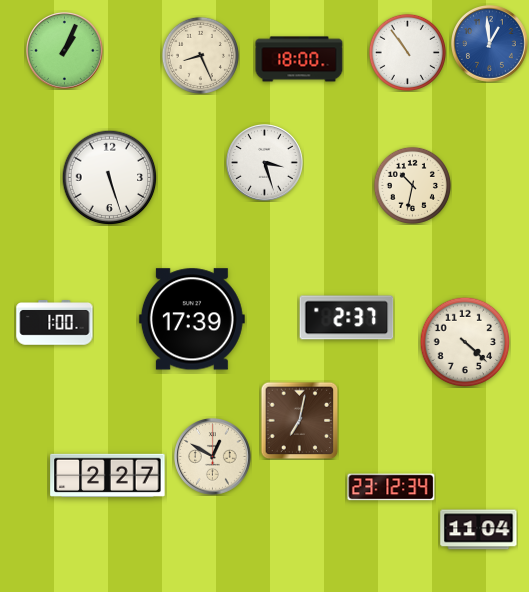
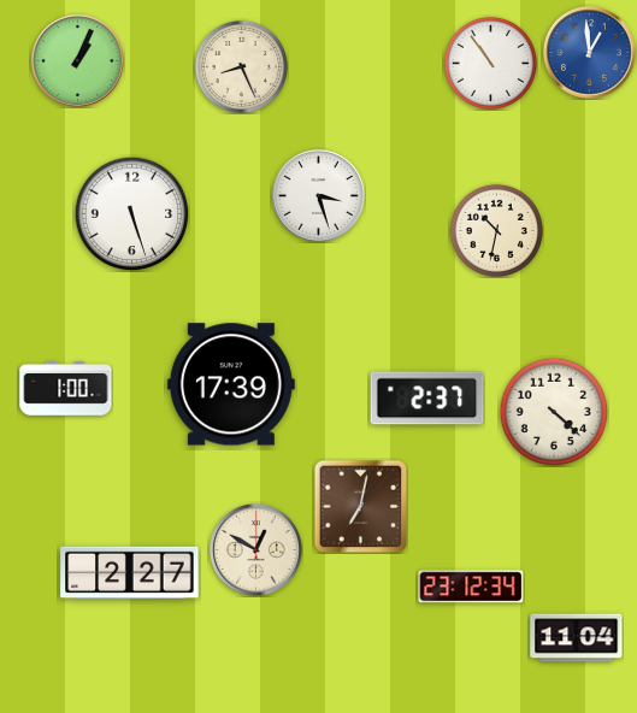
clock at (299, 59): 18:00 -> none
clock at (412, 185) position: (412, 185) -> (496, 230)
clock at (347, 318) position: (347, 318) -> (427, 399)
clock at (465, 342) position: (465, 342) -> (554, 412)
